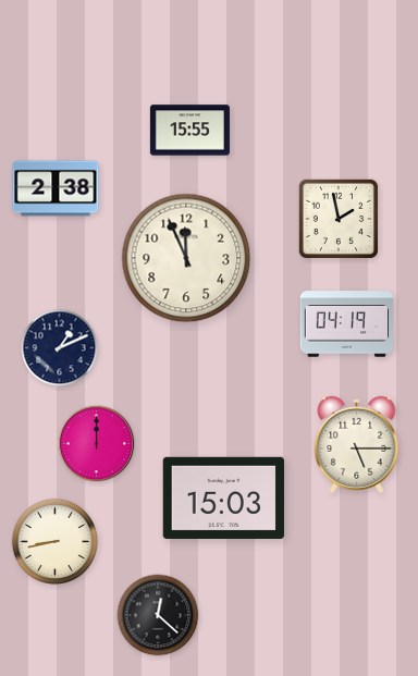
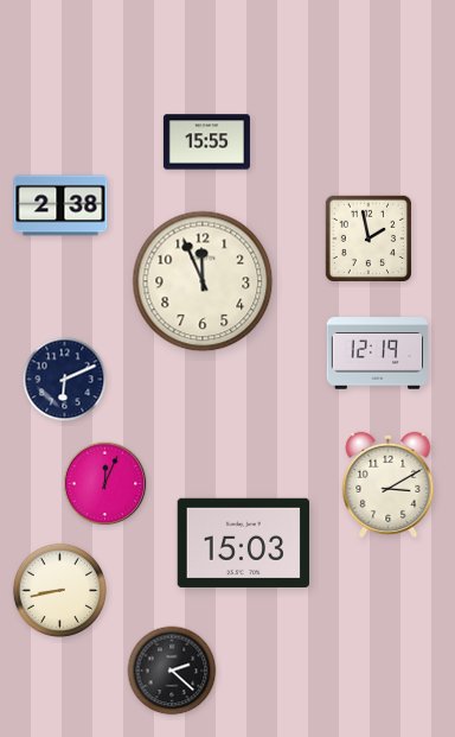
clock at (346, 324): 04:19 -> 12:19
clock at (60, 348): 1:11 -> 6:11
clock at (97, 444): 12:00 -> 12:04
clock at (357, 444): 5:15 -> 3:10
clock at (158, 615): 12:22 -> 2:22
